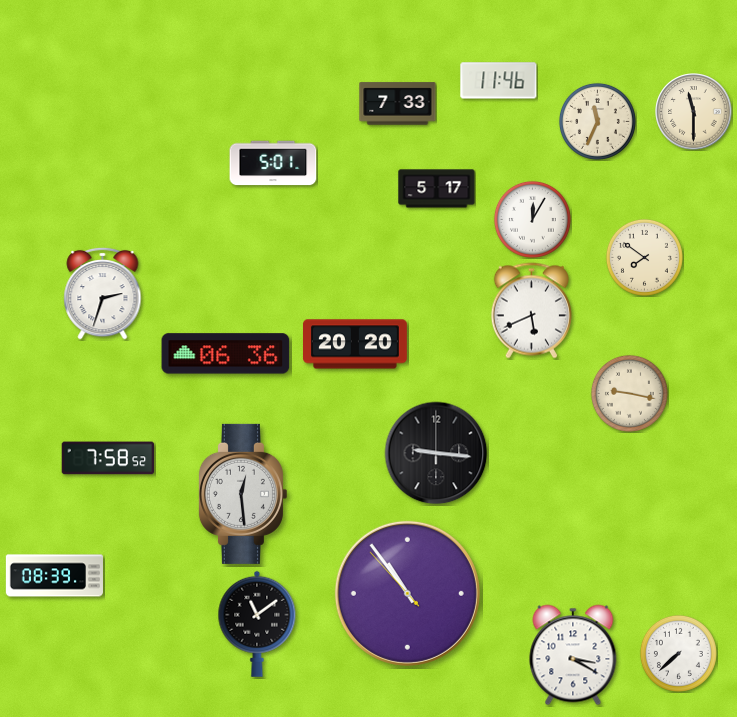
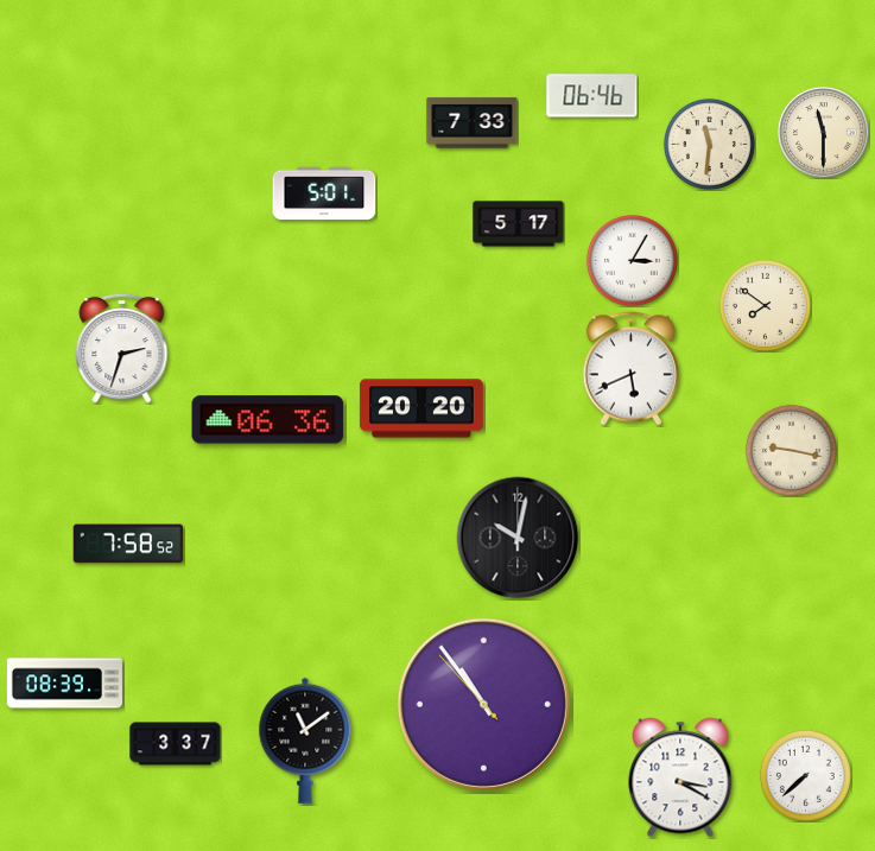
clock at (499, 81): 11:46 -> 06:46
clock at (597, 121): 11:34 -> 11:31
clock at (532, 219): 12:05 -> 3:05
clock at (629, 393) position: (629, 393) -> (791, 450)
clock at (436, 453): 9:16 -> 10:02
clock at (242, 494): 12:29 -> none
clock at (176, 744): none -> 3:37
